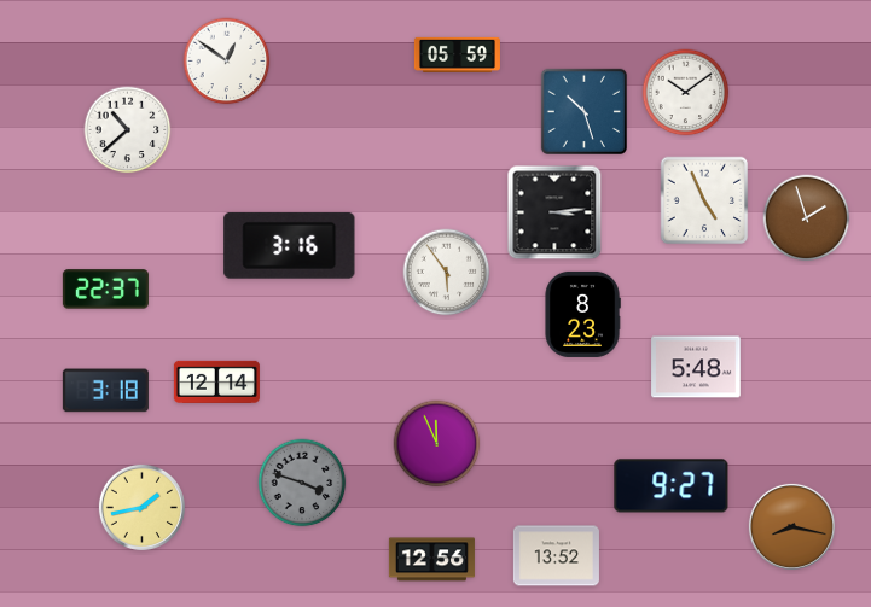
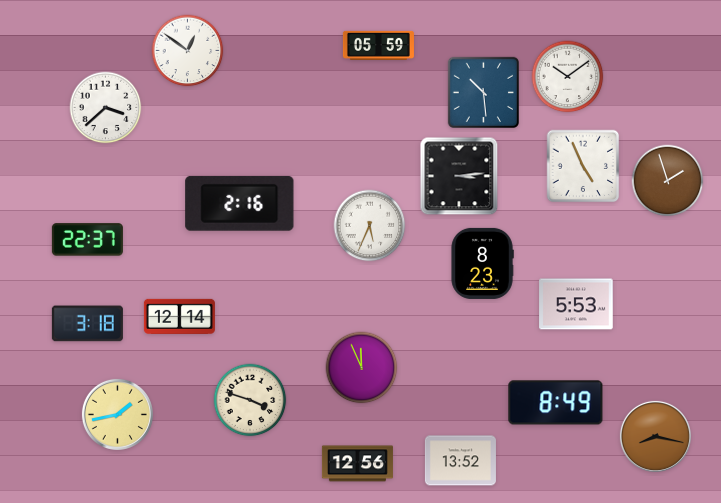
clock at (583, 111): 10:27 -> 10:29
clock at (128, 130): 10:38 -> 3:38
clock at (290, 245): 3:16 -> 2:16
clock at (447, 273): 5:54 -> 5:34
clock at (582, 314) position: (582, 314) -> (482, 263)
clock at (696, 367): 5:48 -> 5:53
clock at (302, 483) dial: grey -> cream
clock at (672, 486): 9:27 -> 8:49
clock at (141, 507) position: (141, 507) -> (117, 414)
